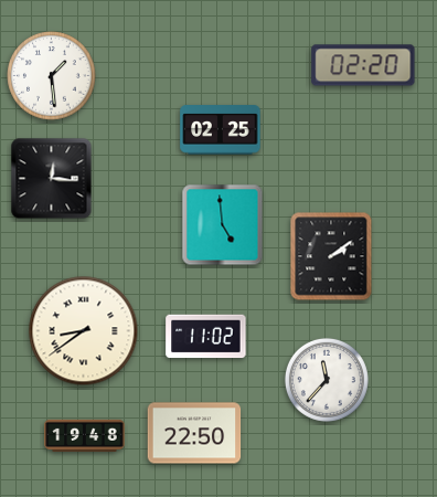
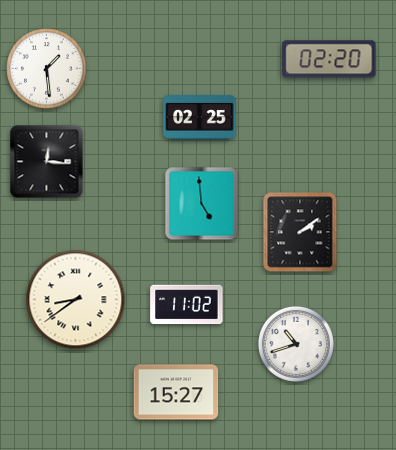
clock at (327, 380): 11:37 -> 10:42
clock at (194, 433): 22:50 -> 15:27
clock at (85, 435): 19:48 -> none
